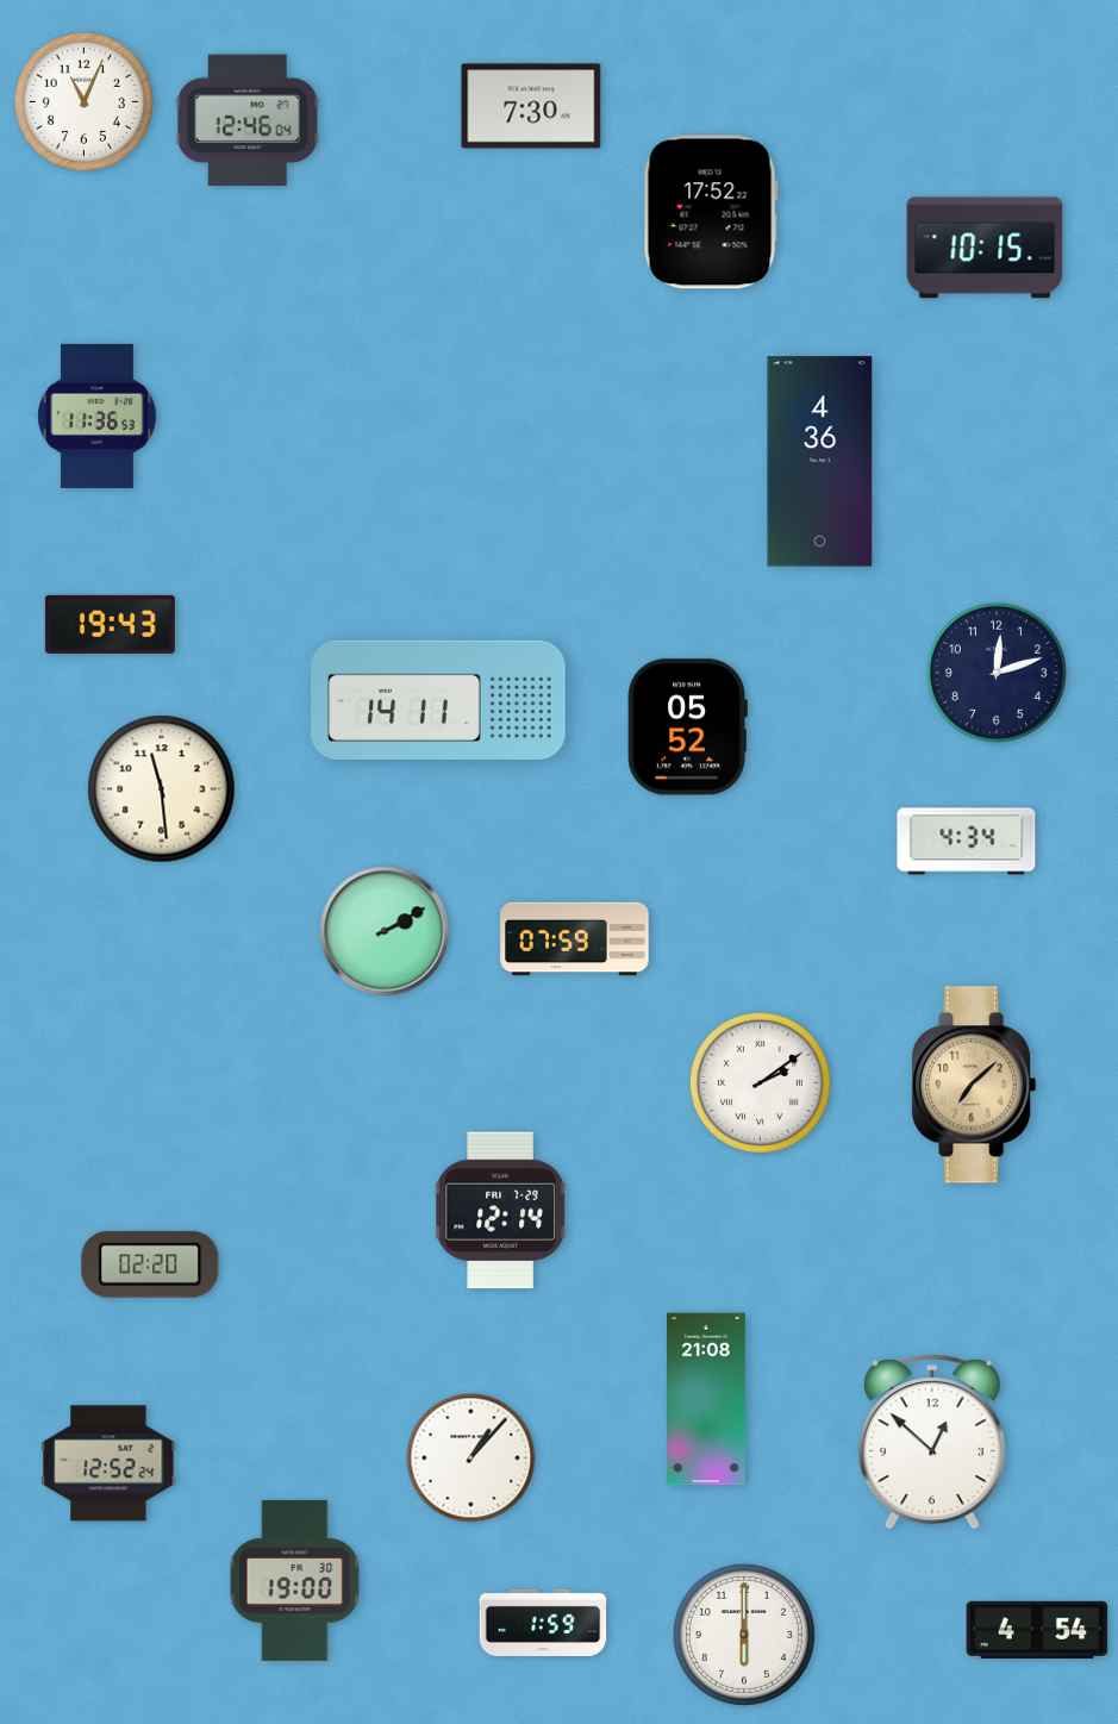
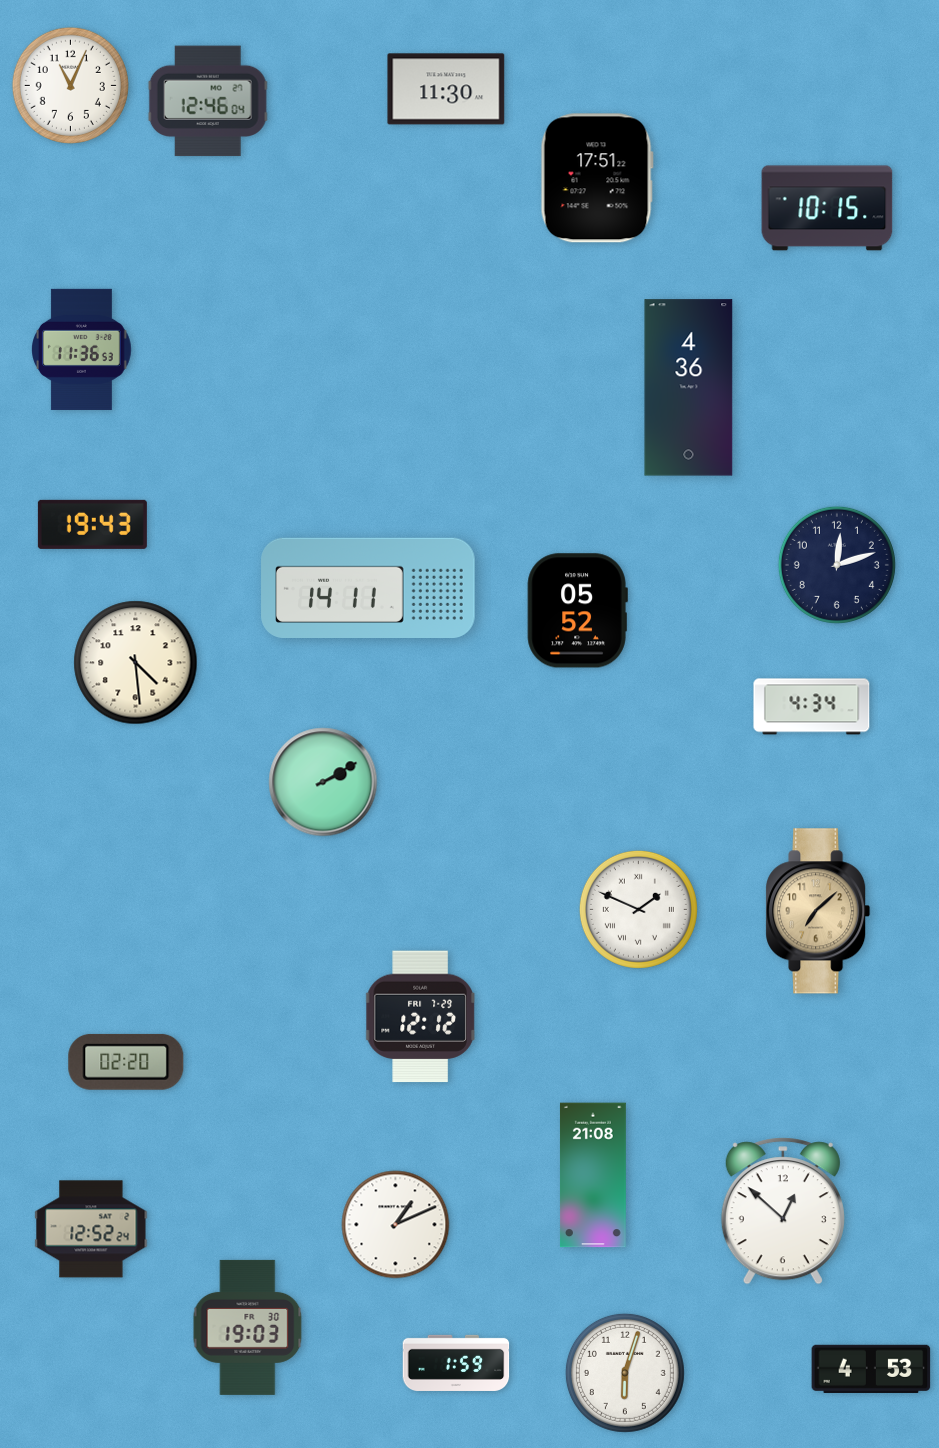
clock at (531, 106): 7:30 -> 11:30
clock at (711, 212): 17:52 -> 17:51
clock at (162, 789): 11:29 -> 4:29
clock at (575, 939): 07:59 -> none
clock at (760, 1082): 2:09 -> 1:49
clock at (500, 1211): 12:14 -> 12:12
clock at (471, 1458): 1:07 -> 1:11
clock at (295, 1580): 19:00 -> 19:03
clock at (1037, 1630): 4:54 -> 4:53
clock at (744, 1635): 6:00 -> 6:03
